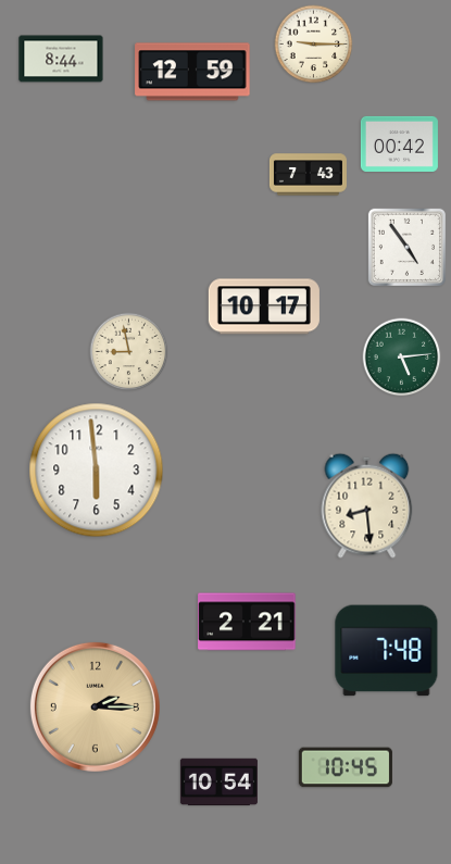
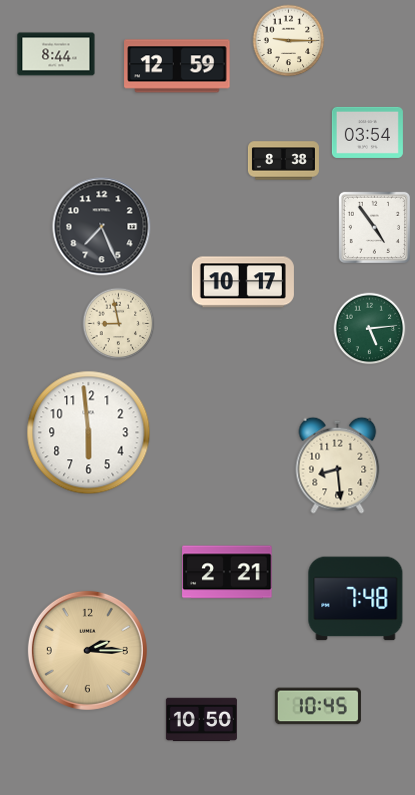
clock at (399, 143): 00:42 -> 03:54
clock at (308, 175): 7:43 -> 8:38
clock at (102, 227): none -> 7:26
clock at (218, 782): 10:54 -> 10:50
